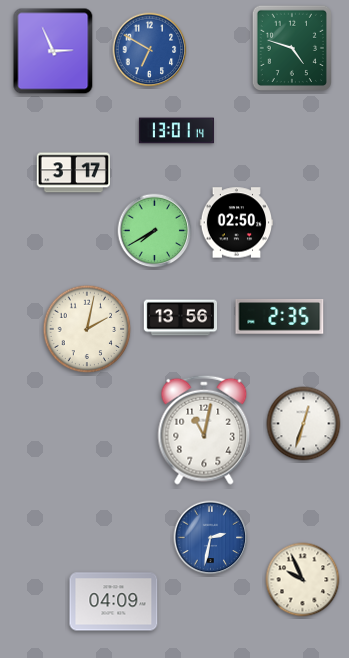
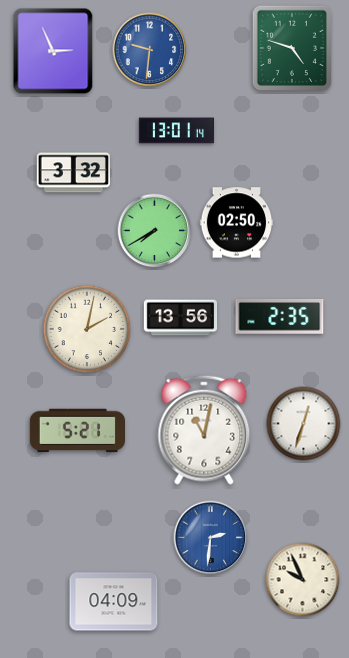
clock at (150, 50): 6:50 -> 9:31
clock at (73, 173): 3:17 -> 3:32
clock at (77, 431): none -> 5:21
clock at (211, 538): 2:32 -> 2:31
